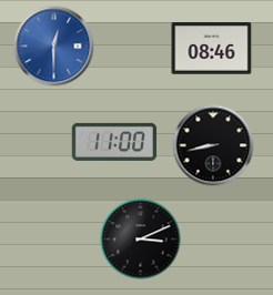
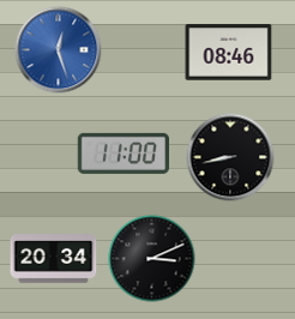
clock at (54, 47): 12:30 -> 12:27
clock at (54, 259): none -> 20:34
